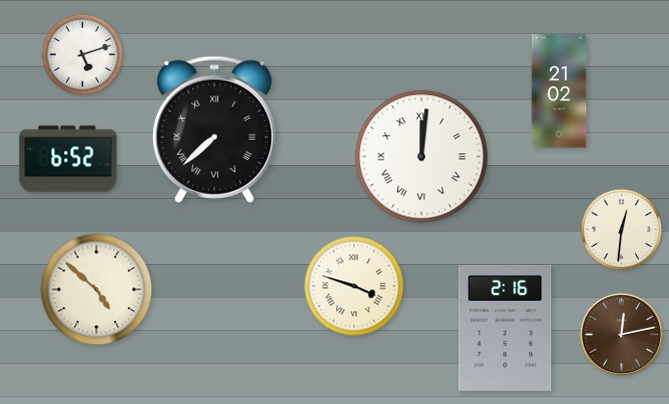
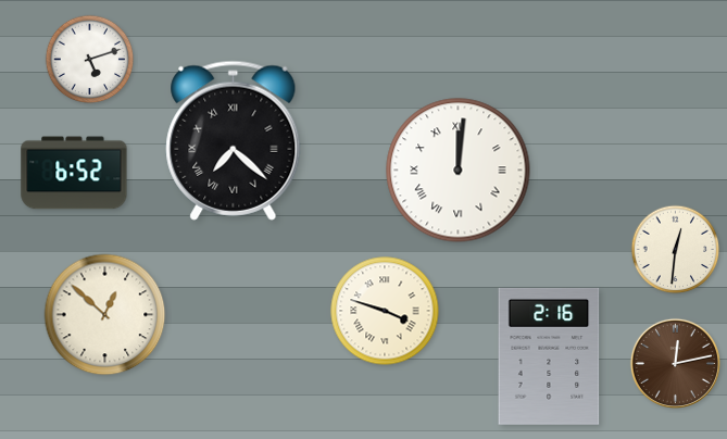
clock at (559, 91): 21:02 -> none
clock at (215, 129): 7:38 -> 7:22
clock at (97, 290): 4:52 -> 12:52
